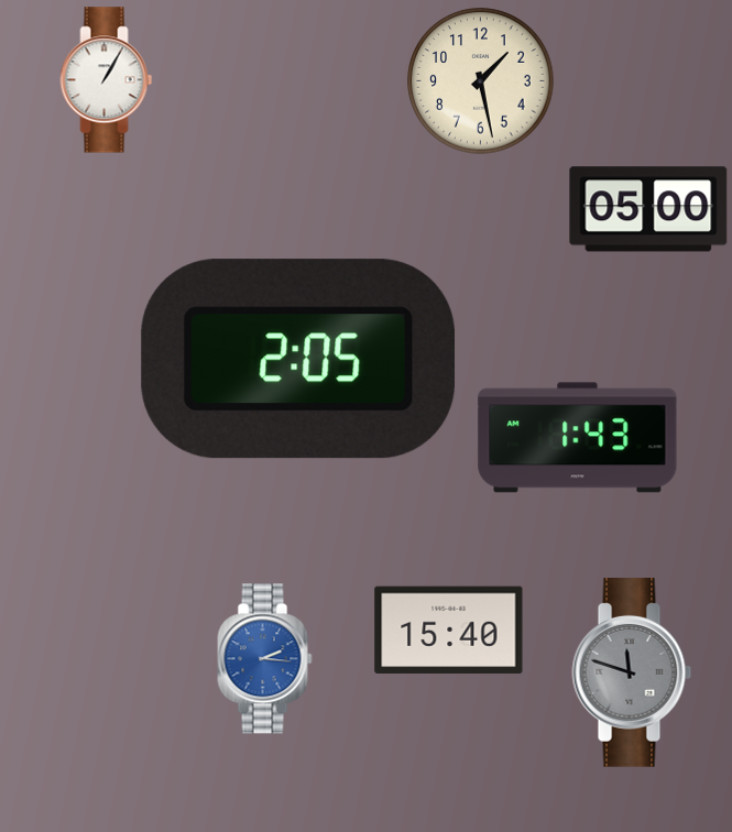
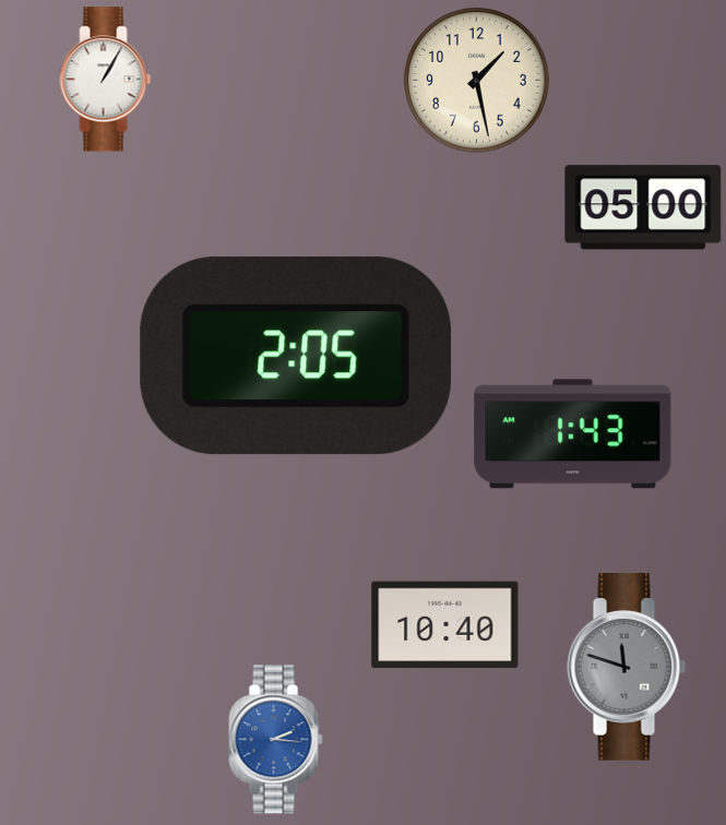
clock at (449, 631): 15:40 -> 10:40
clock at (265, 659) position: (265, 659) -> (276, 740)
